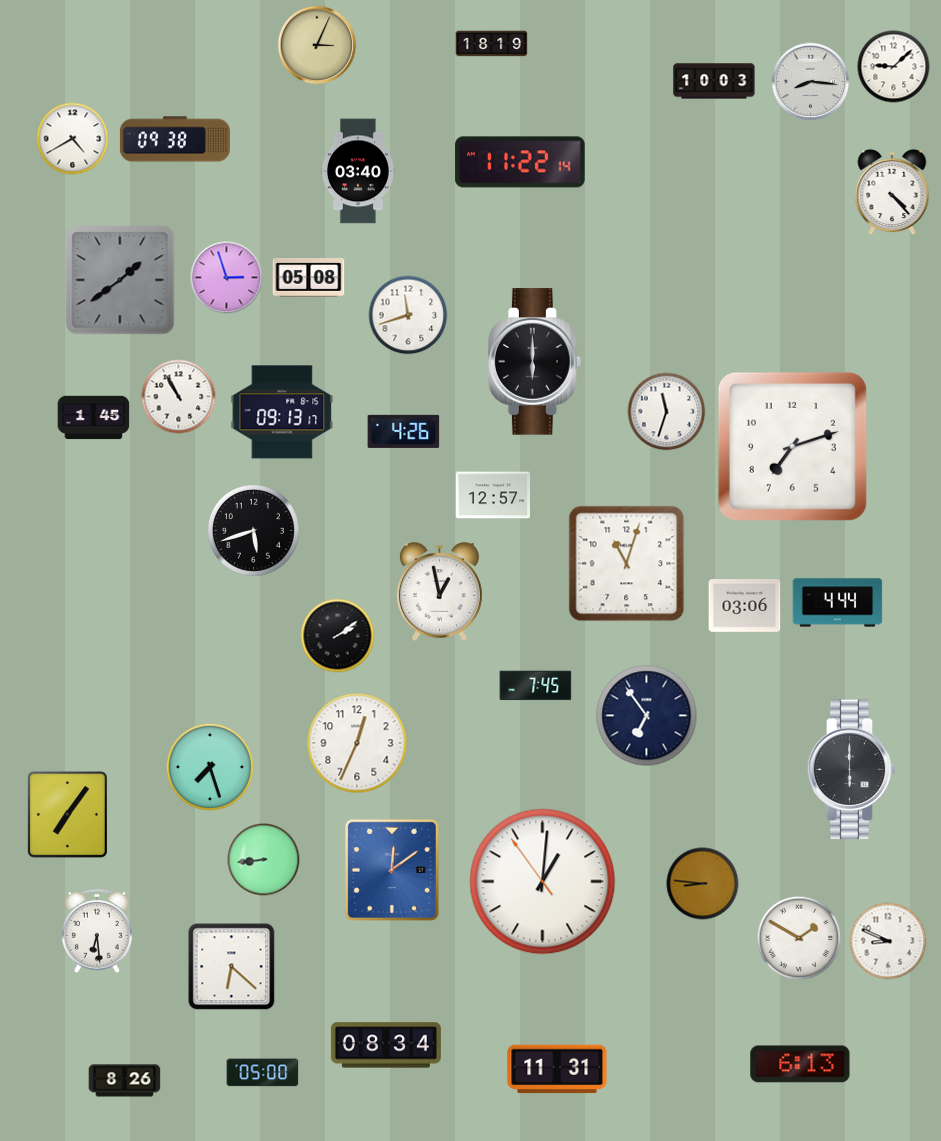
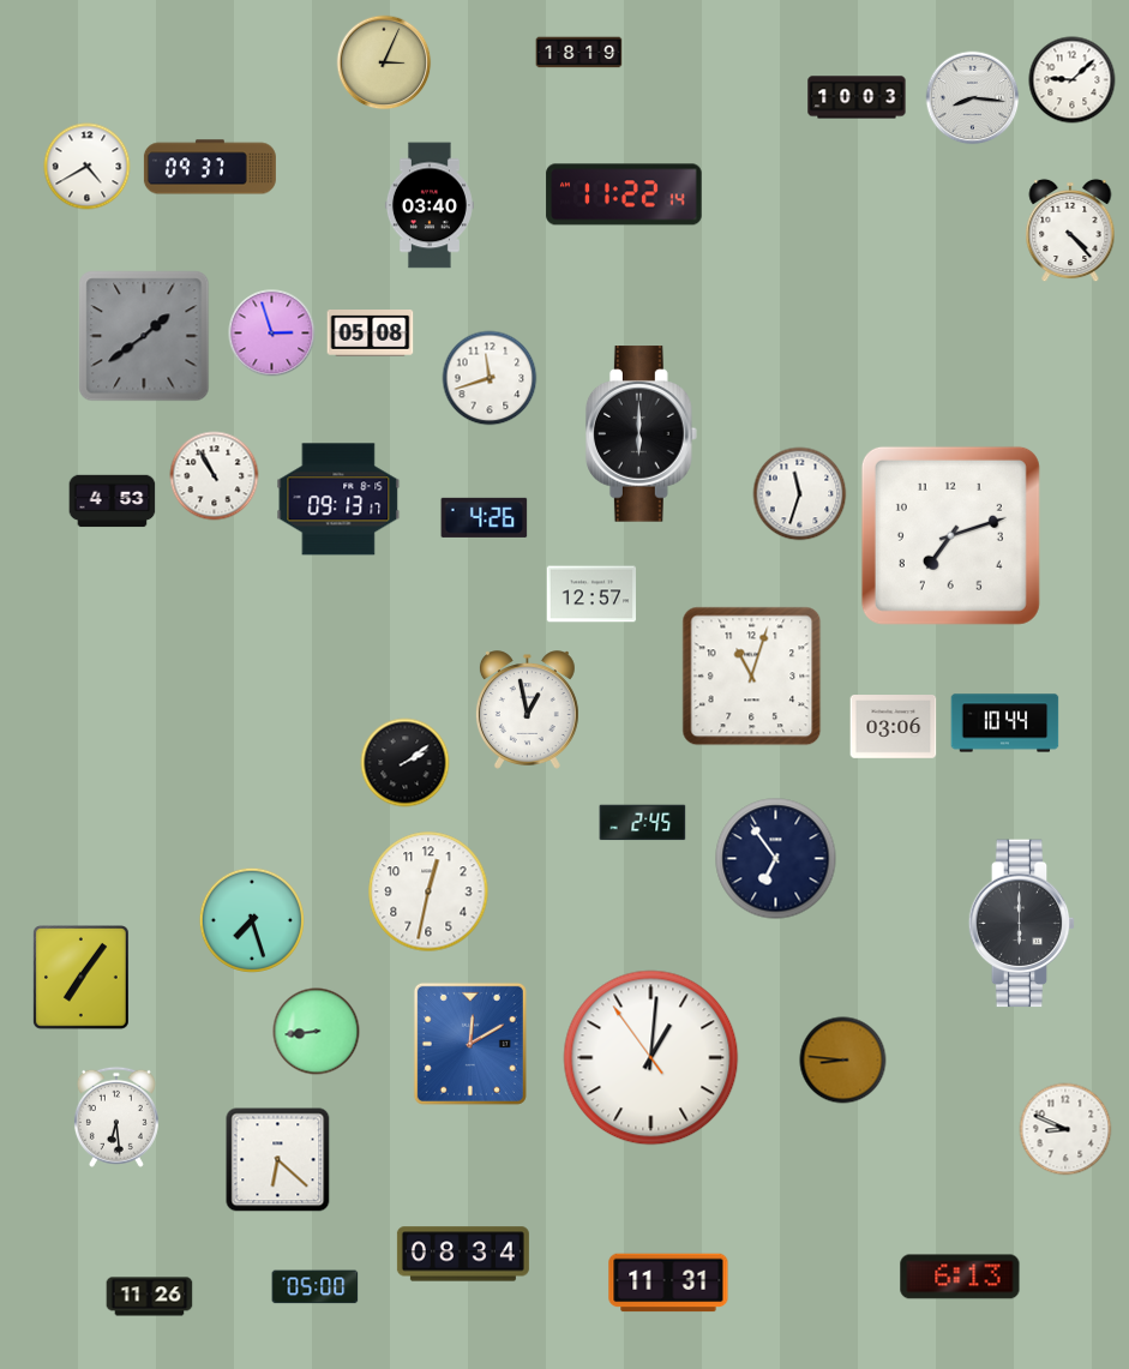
clock at (492, 44) position: (492, 44) -> (579, 53)
clock at (317, 45) position: (317, 45) -> (384, 62)
clock at (175, 139): 09:38 -> 09:37
clock at (282, 412) position: (282, 412) -> (338, 499)
clock at (94, 418): 1:45 -> 4:53
clock at (253, 530): 5:42 -> none
clock at (838, 603): 4:44 -> 10:44
clock at (536, 686): 7:45 -> 2:45
clock at (357, 743): 12:34 -> 12:32
clock at (392, 870): 12:09 -> 12:10
clock at (799, 938): 1:50 -> none
clock at (125, 1081): 8:26 -> 11:26
